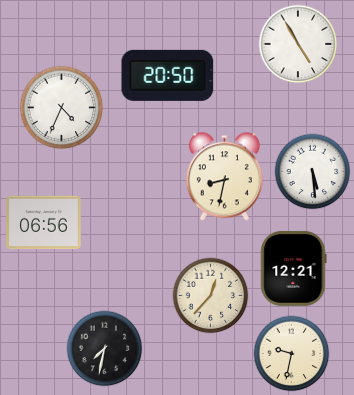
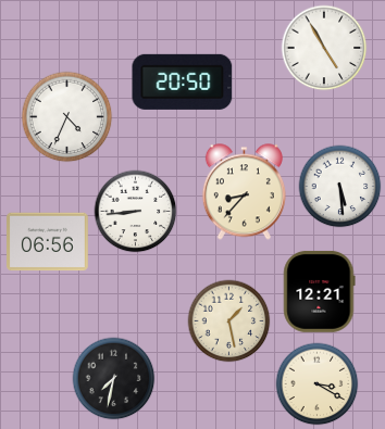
clock at (224, 177): 8:32 -> 8:37
clock at (136, 212): none -> 8:44
clock at (211, 296): 12:37 -> 1:28
clock at (292, 354): 9:32 -> 3:20
